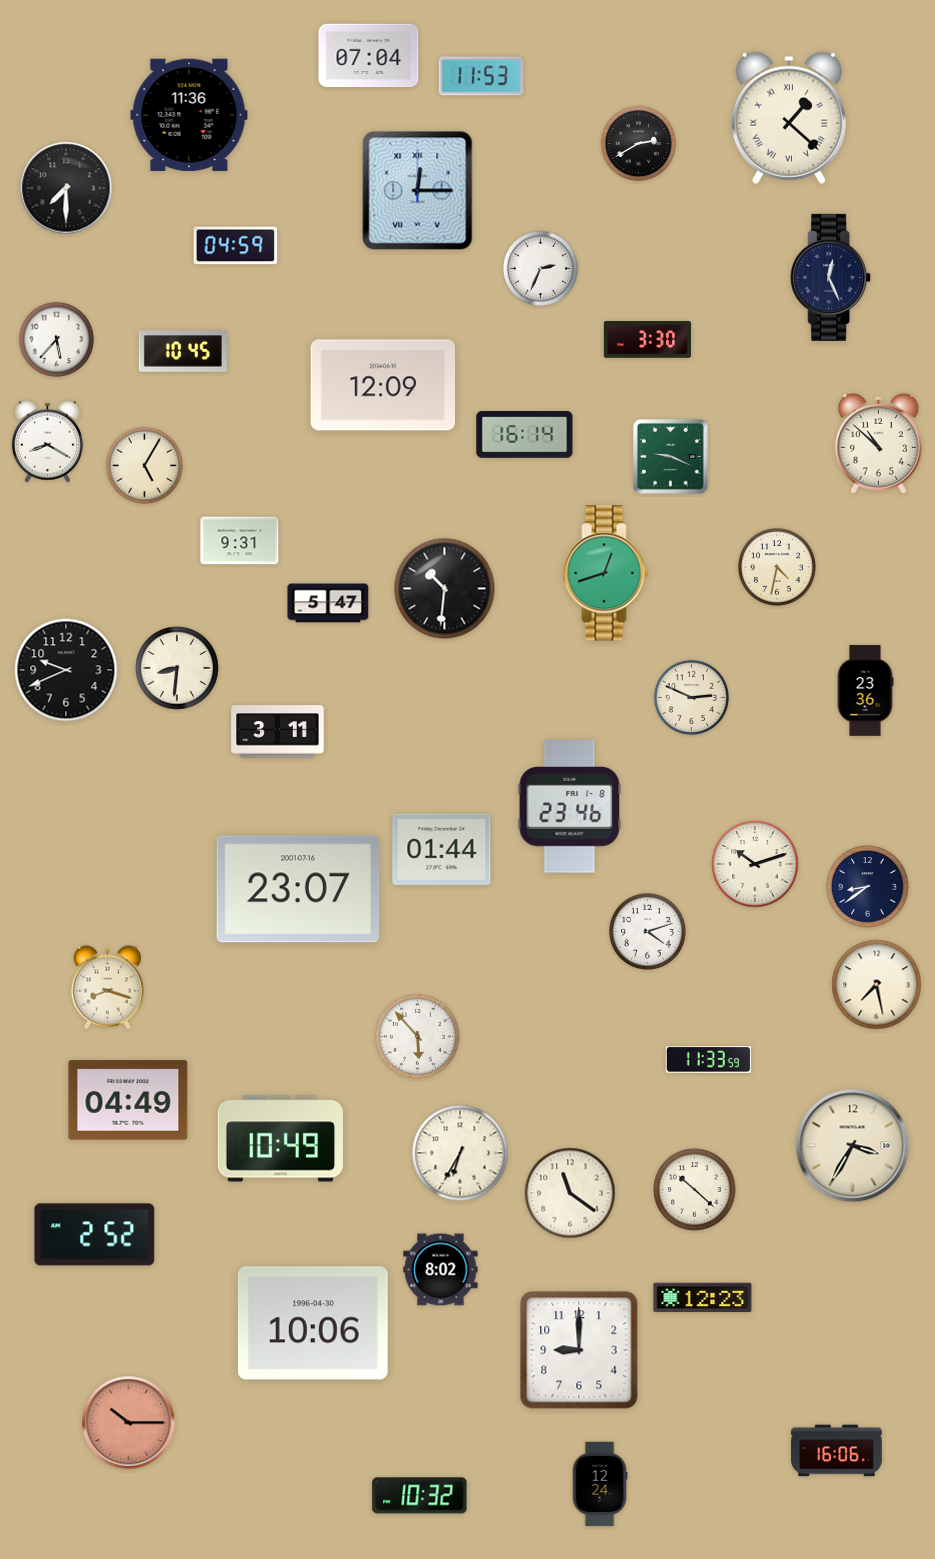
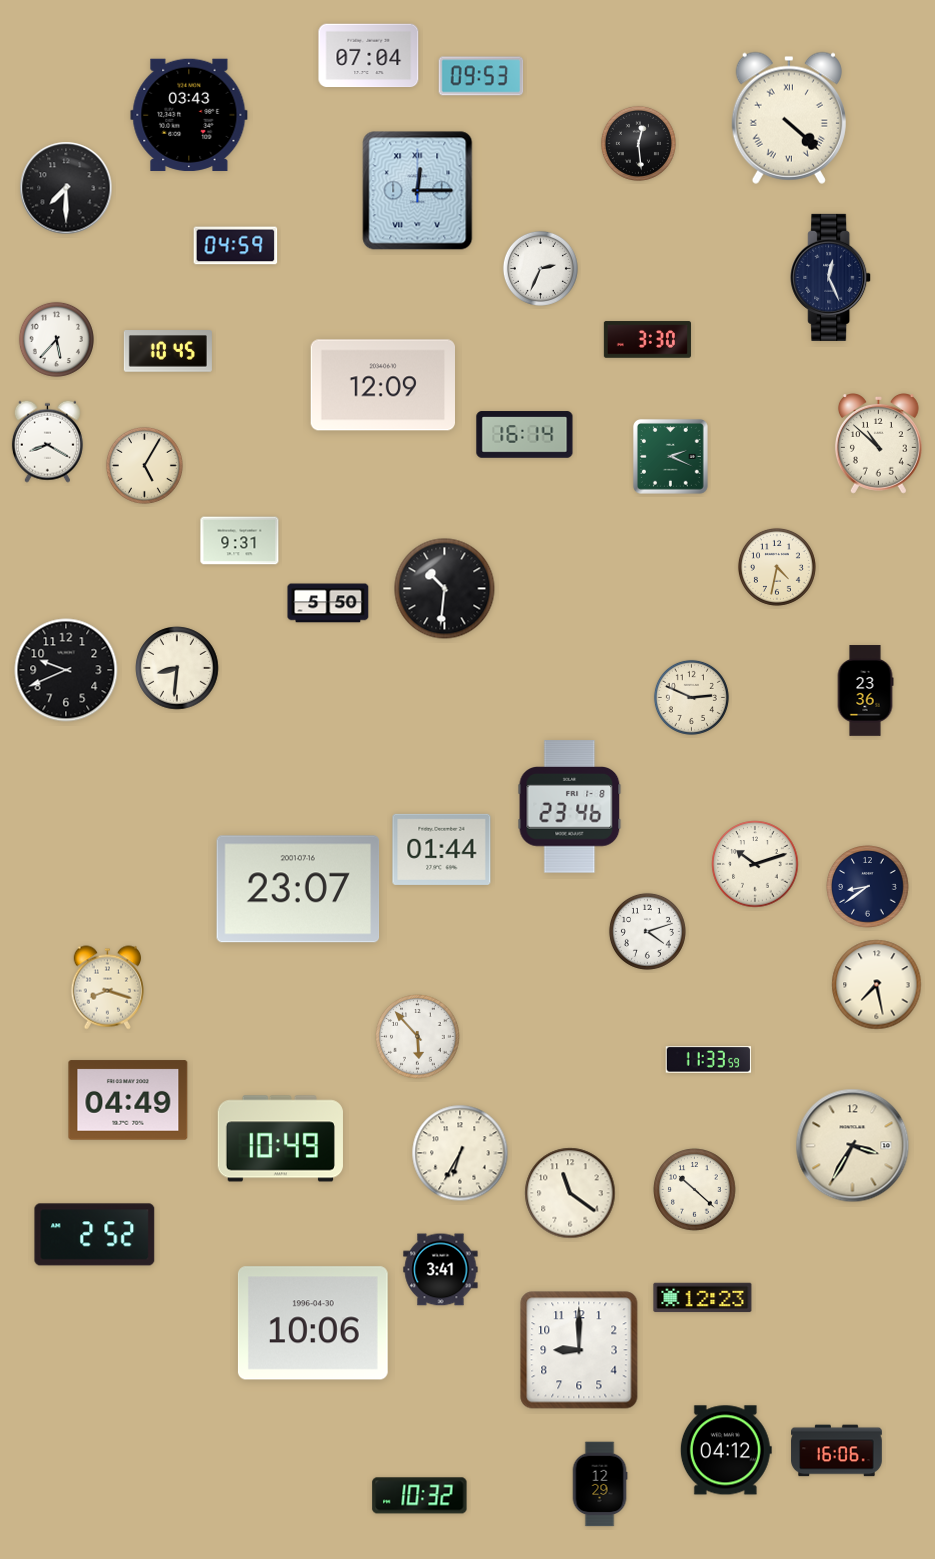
clock at (481, 76): 11:53 -> 09:53
clock at (189, 115): 11:36 -> 03:43
clock at (789, 118): 1:22 -> 4:22
clock at (638, 143): 2:40 -> 12:29
clock at (183, 351) position: (183, 351) -> (168, 351)
clock at (670, 456): 9:19 -> 2:19
clock at (606, 573): 12:42 -> none
clock at (328, 603): 5:47 -> 5:50
clock at (278, 732): 3:11 -> none
clock at (441, 1270): 8:02 -> 3:41
clock at (129, 1423): 10:15 -> none
clock at (726, 1450): none -> 04:12
clock at (600, 1484): 12:24 -> 12:29
